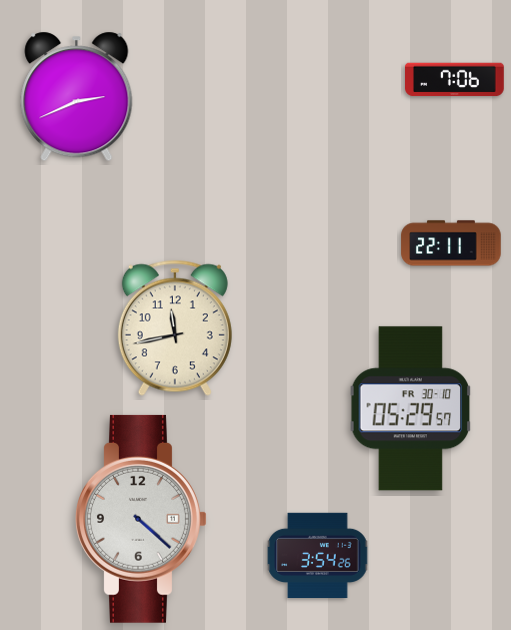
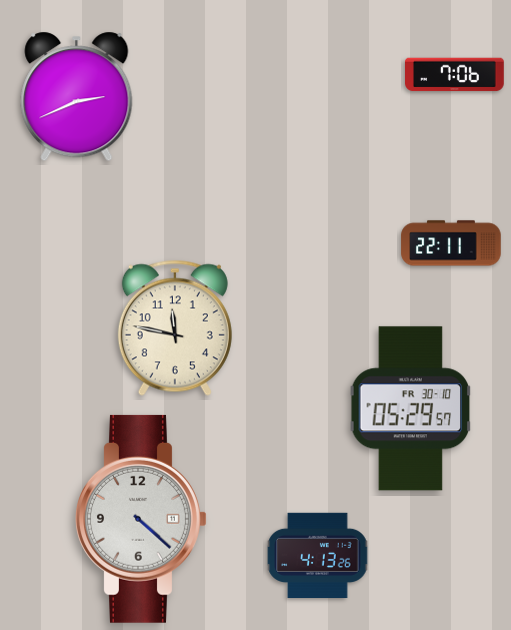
clock at (455, 80) position: (455, 80) -> (455, 75)
clock at (175, 328): 11:43 -> 11:47
clock at (318, 556): 3:54 -> 4:13
